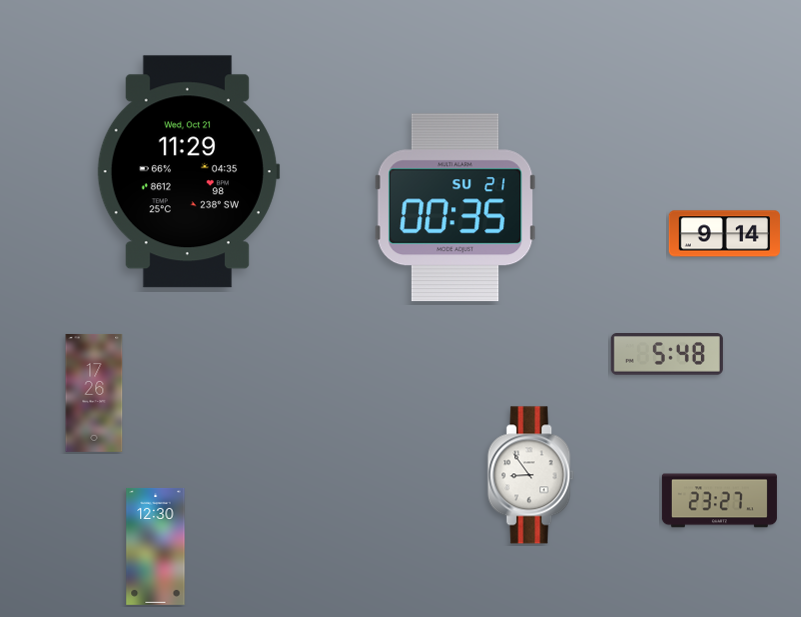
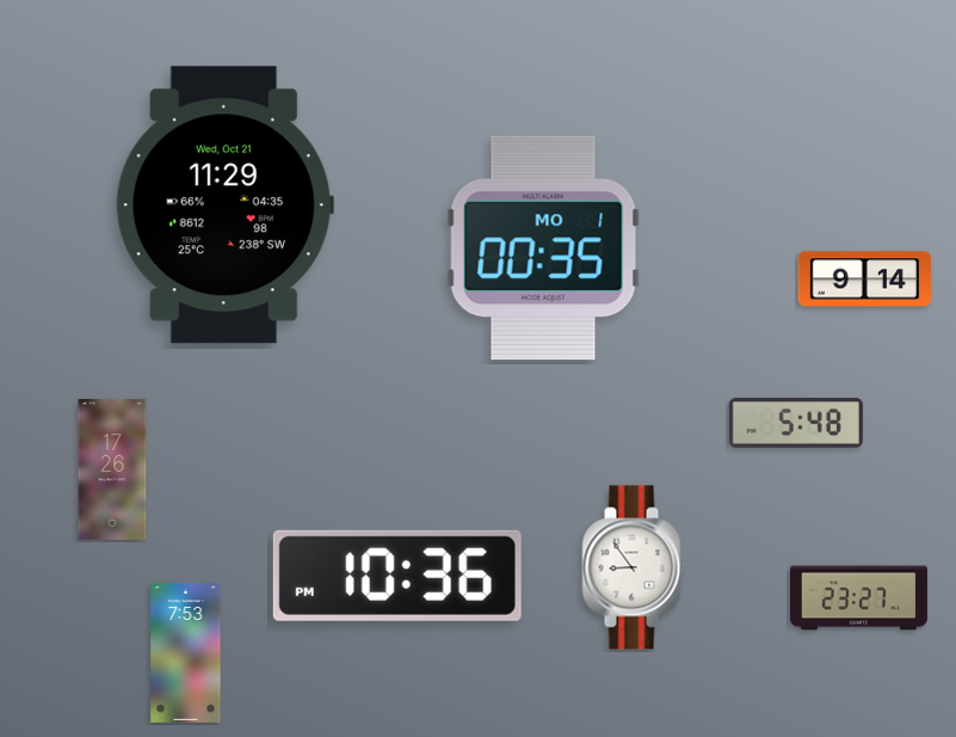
clock at (455, 208) date: SU 21 -> MO 1
clock at (397, 576): none -> 10:36
clock at (156, 546): 12:30 -> 7:53
